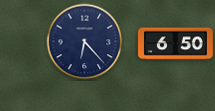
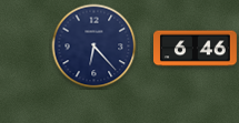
clock at (176, 44): 6:50 -> 6:46
